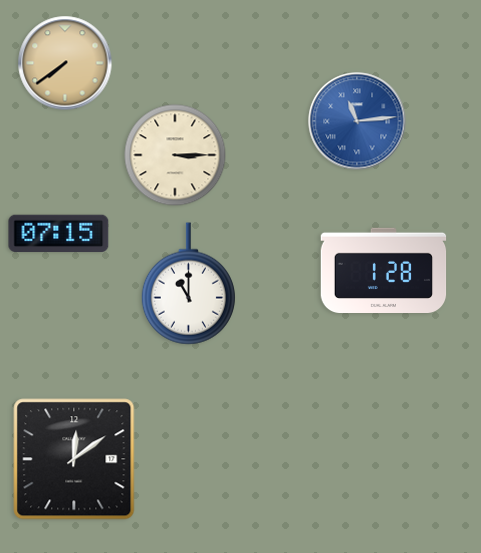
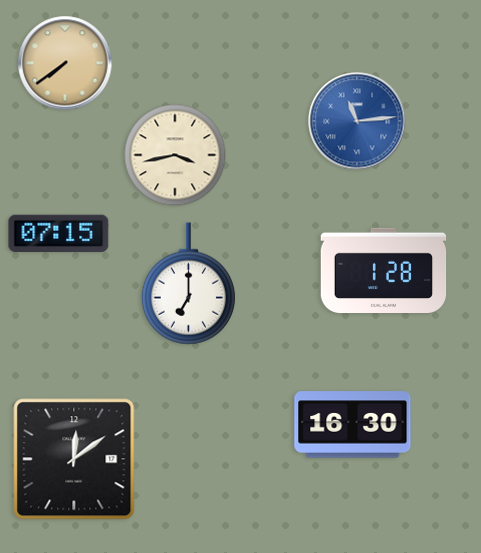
clock at (175, 155): 3:15 -> 3:43
clock at (188, 284): 11:00 -> 7:00
clock at (353, 425): none -> 16:30
